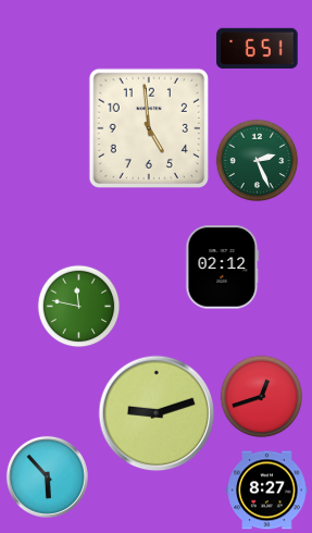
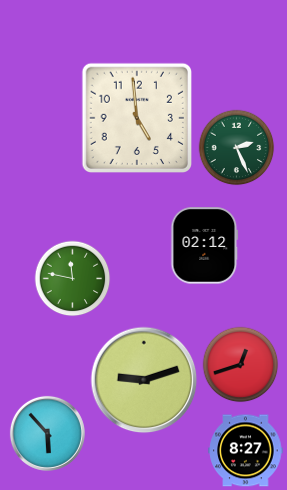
clock at (258, 48): 6:51 -> none
clock at (79, 307) position: (79, 307) -> (73, 279)
clock at (47, 476) position: (47, 476) -> (47, 433)
